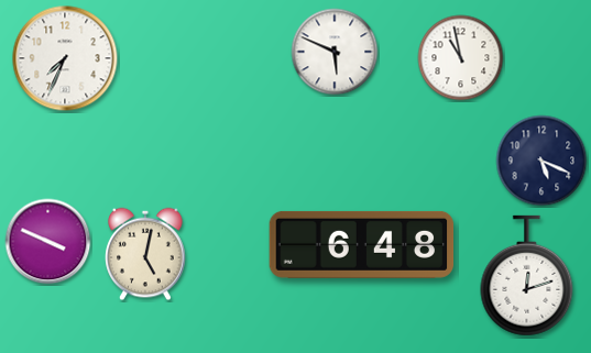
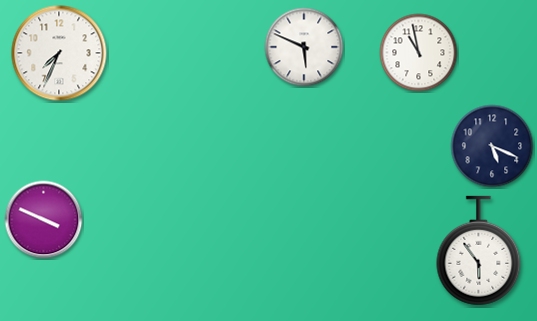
clock at (362, 244): 6:48 -> none
clock at (145, 254): 5:02 -> none
clock at (527, 276): 12:12 -> 5:54
